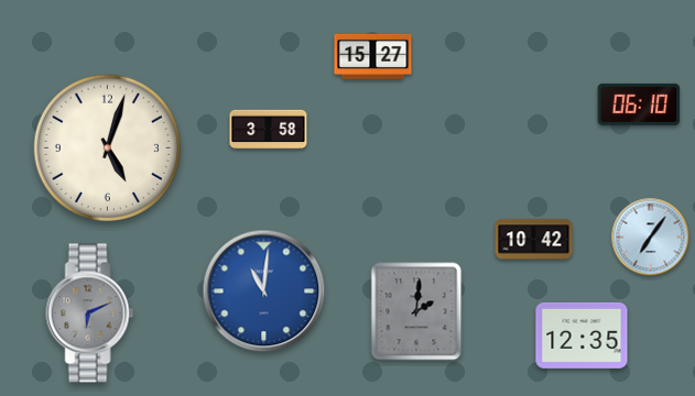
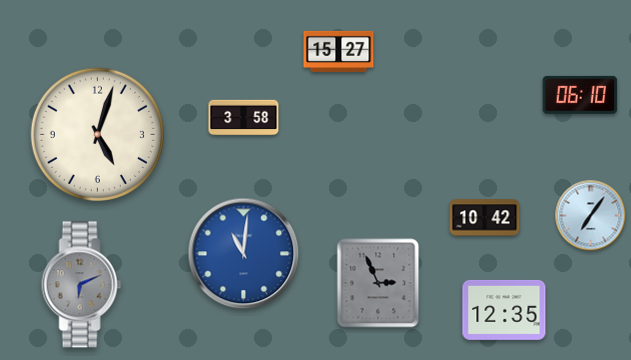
clock at (264, 291) position: (264, 291) -> (244, 254)
clock at (416, 311): 2:01 -> 2:56
clock at (582, 335) position: (582, 335) -> (504, 310)
